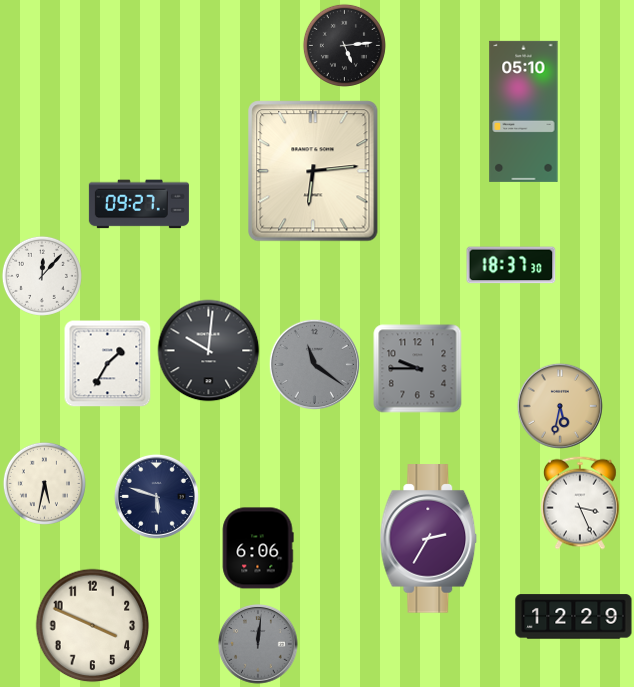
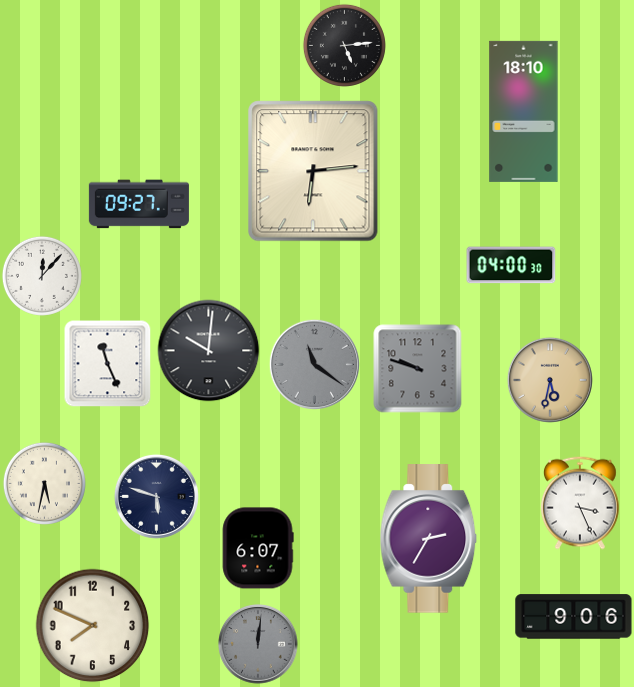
clock at (524, 111): 05:10 -> 18:10
clock at (511, 265): 18:37 -> 04:00
clock at (108, 364): 1:35 -> 11:26
clock at (418, 369): 9:45 -> 9:48
clock at (560, 406) position: (560, 406) -> (550, 380)
clock at (258, 548): 6:06 -> 6:07
clock at (574, 617): 12:29 -> 9:06
clock at (93, 626): 3:49 -> 7:49
